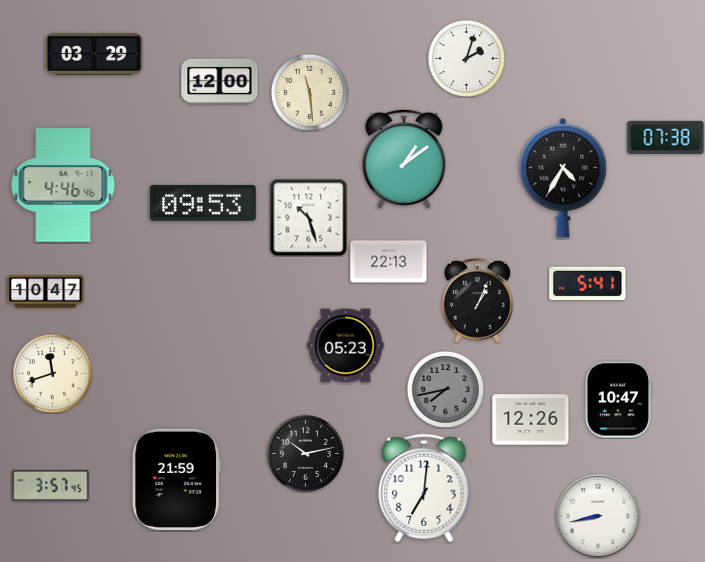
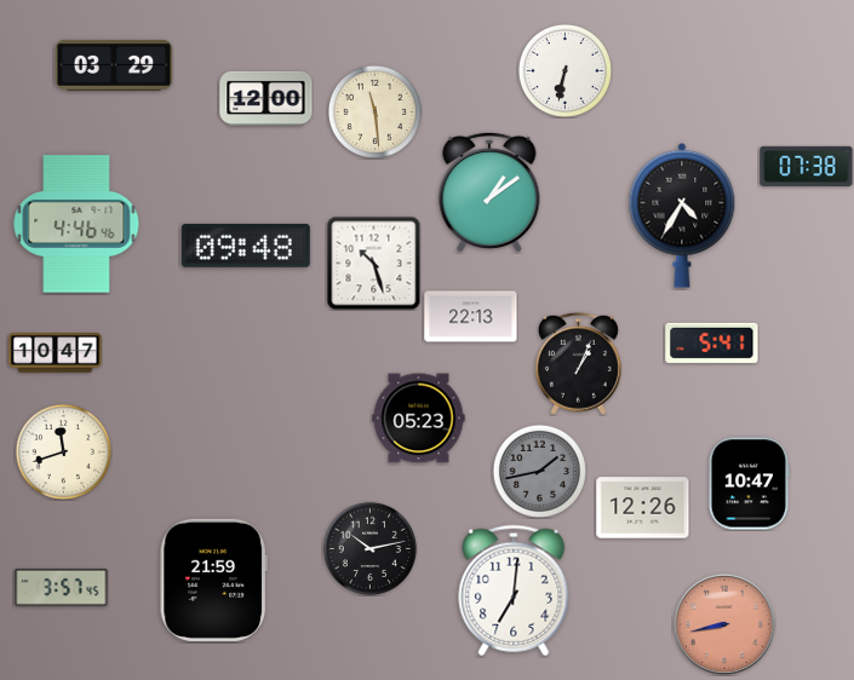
clock at (466, 58): 2:03 -> 6:32
clock at (203, 203): 09:53 -> 09:48
clock at (445, 389): 7:43 -> 1:43
clock at (598, 516) dial: white -> salmon
